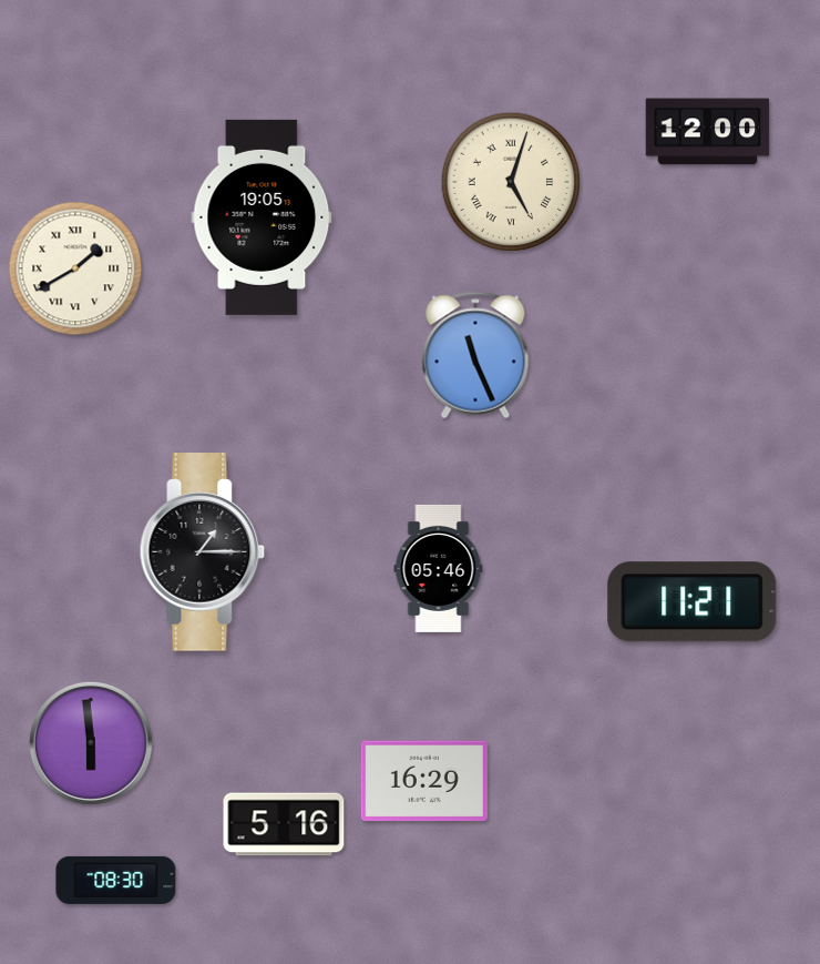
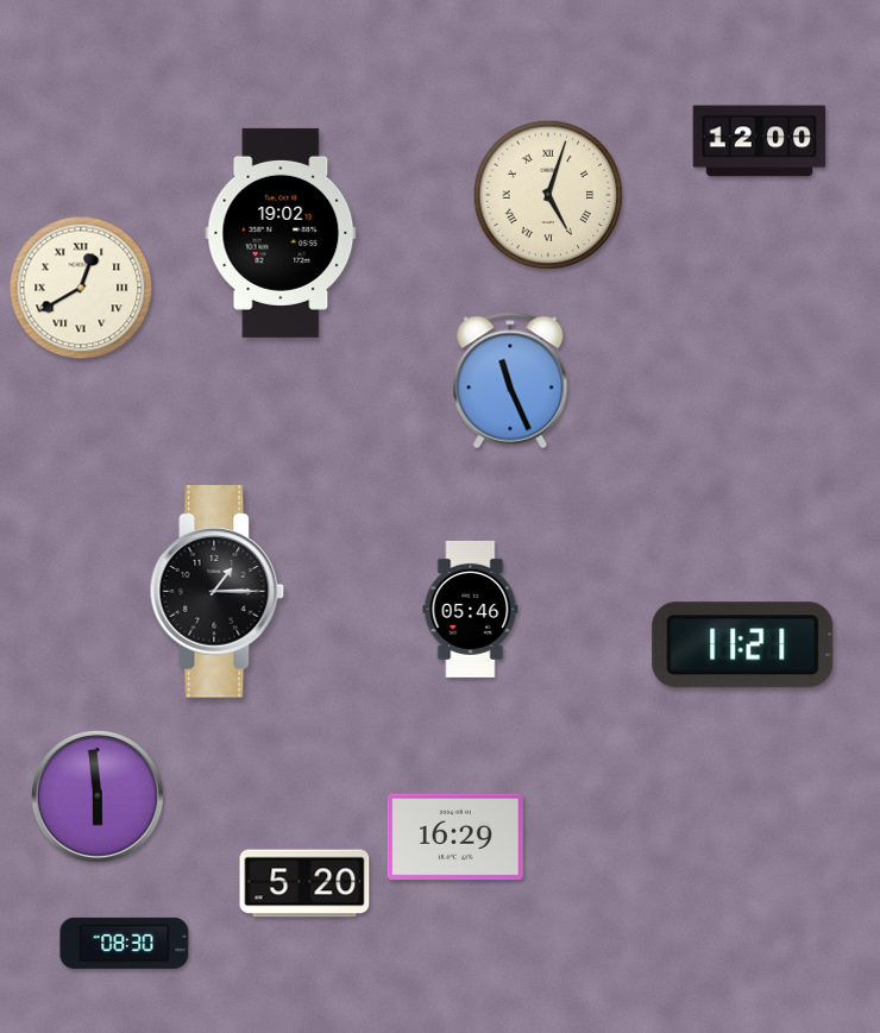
clock at (262, 217): 19:05 -> 19:02
clock at (75, 268): 1:40 -> 12:40
clock at (284, 824): 5:16 -> 5:20
